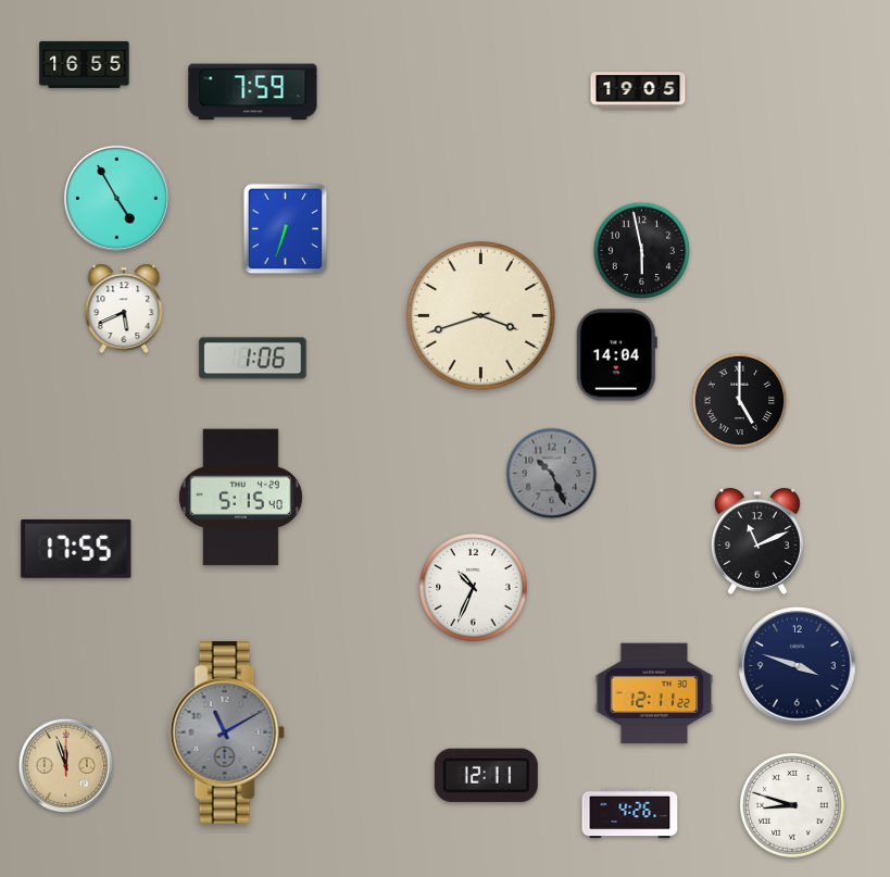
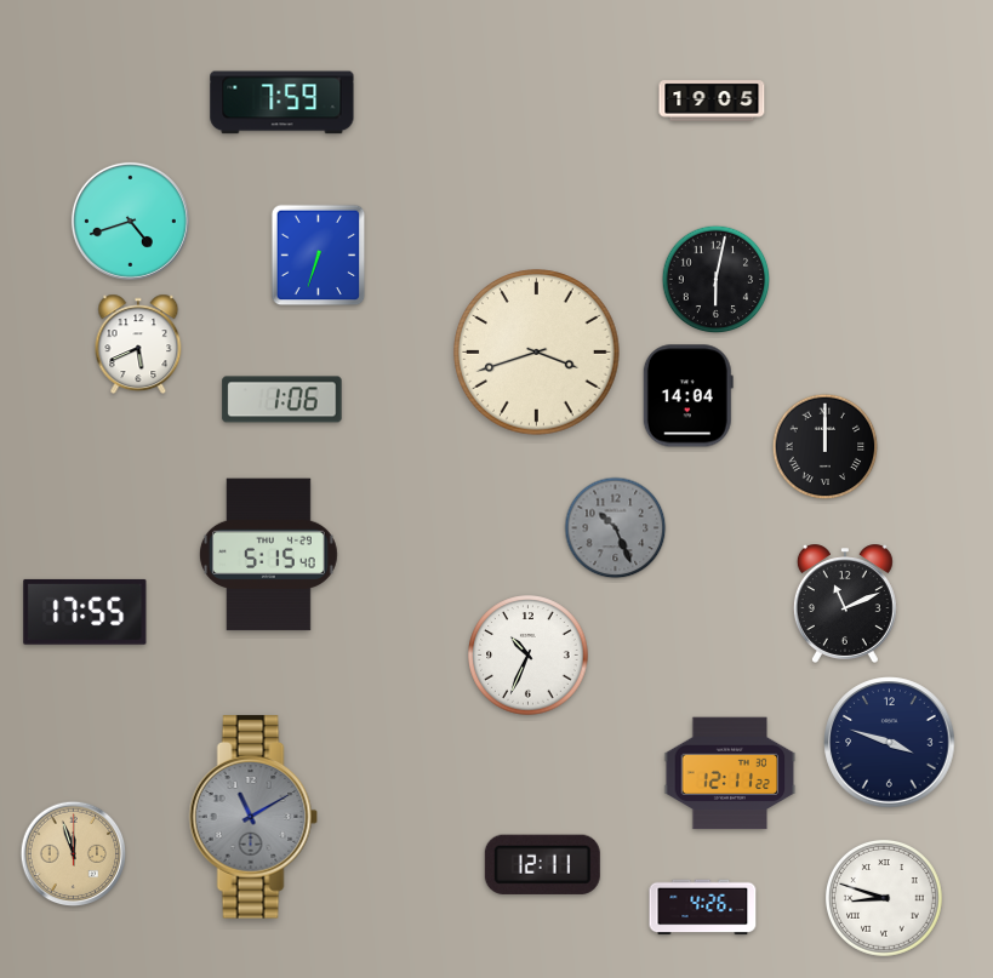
clock at (85, 64): 16:55 -> none
clock at (116, 198): 4:55 -> 4:42
clock at (642, 251): 5:58 -> 6:02
clock at (740, 401): 5:00 -> 12:00
